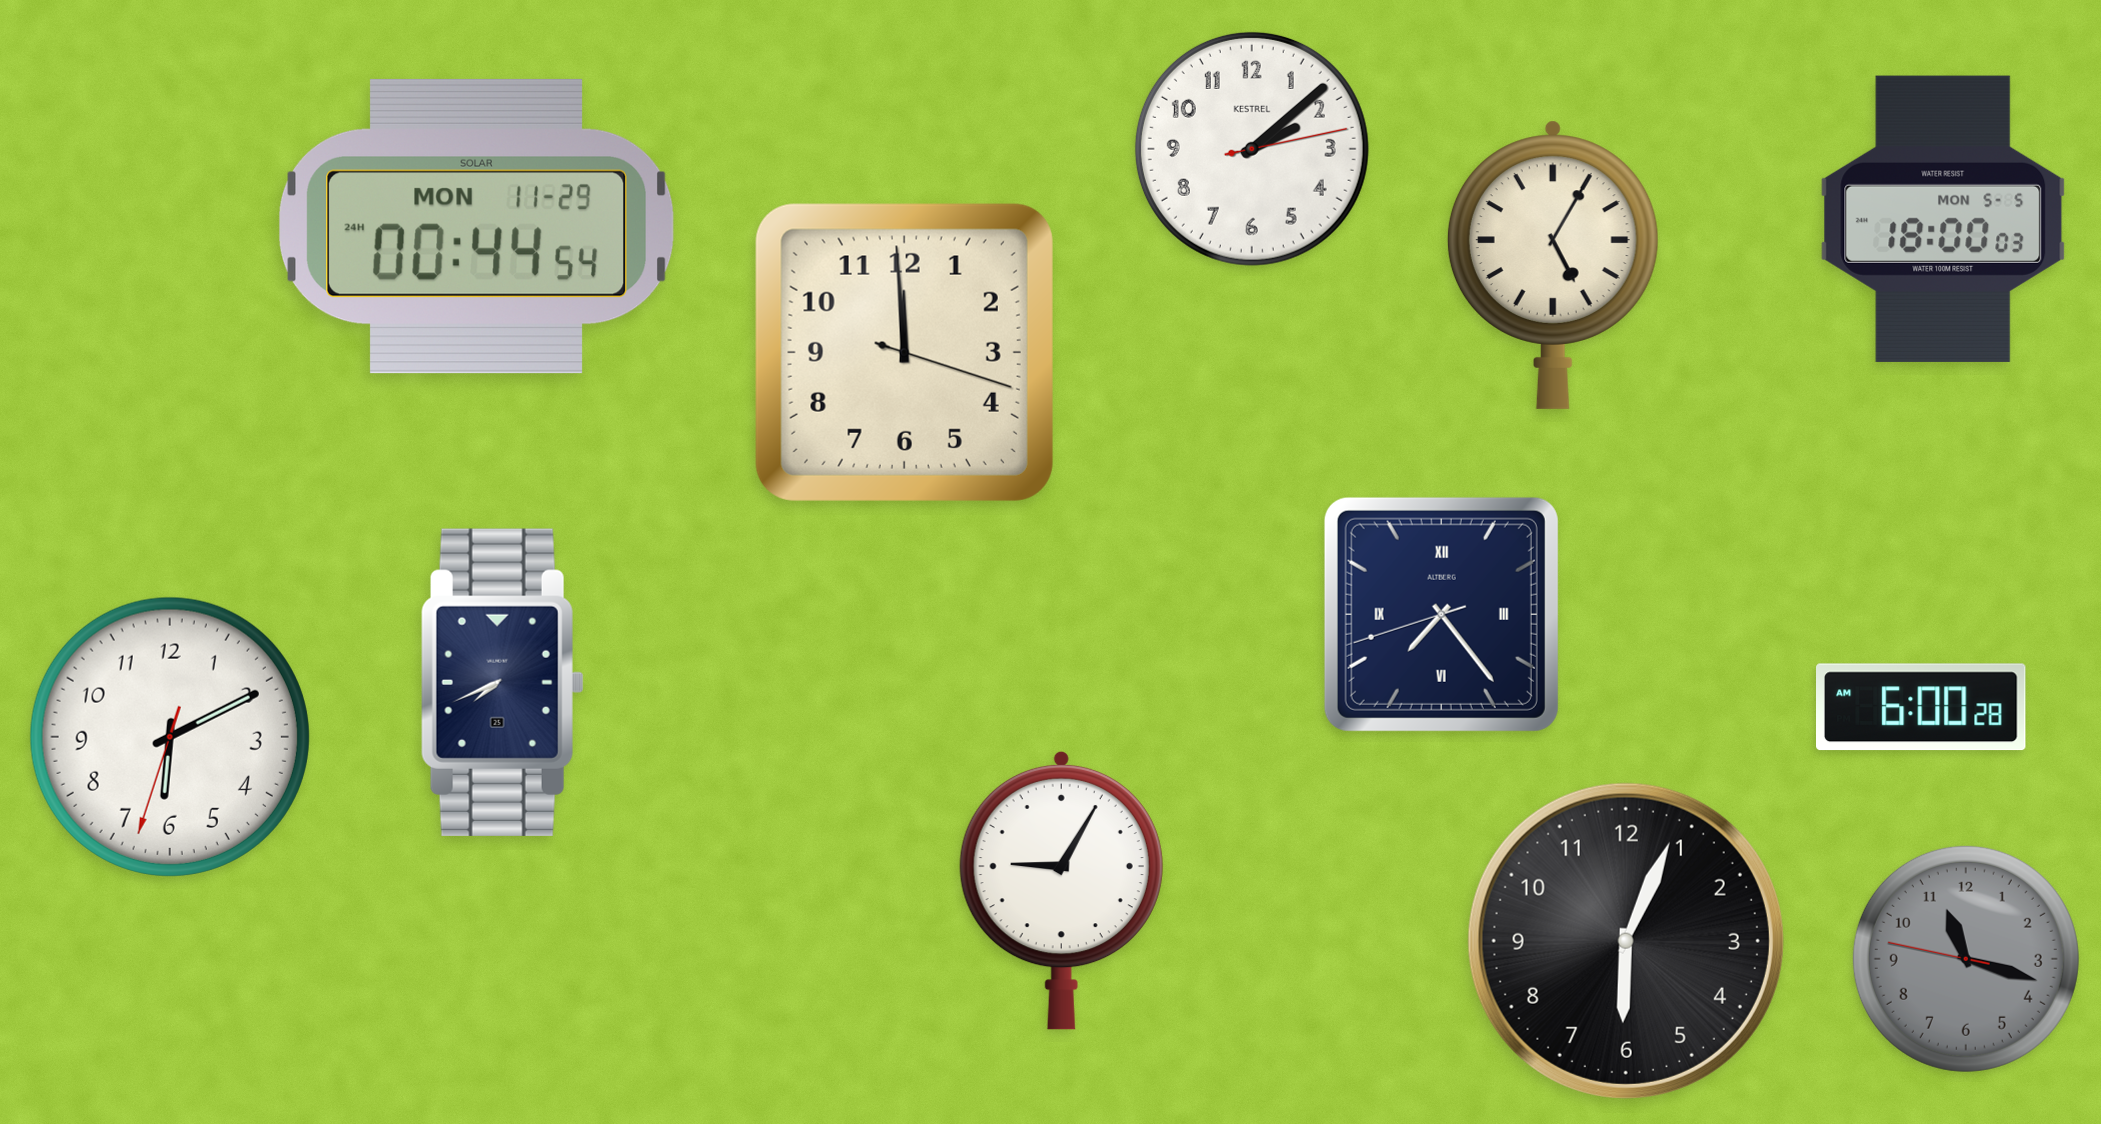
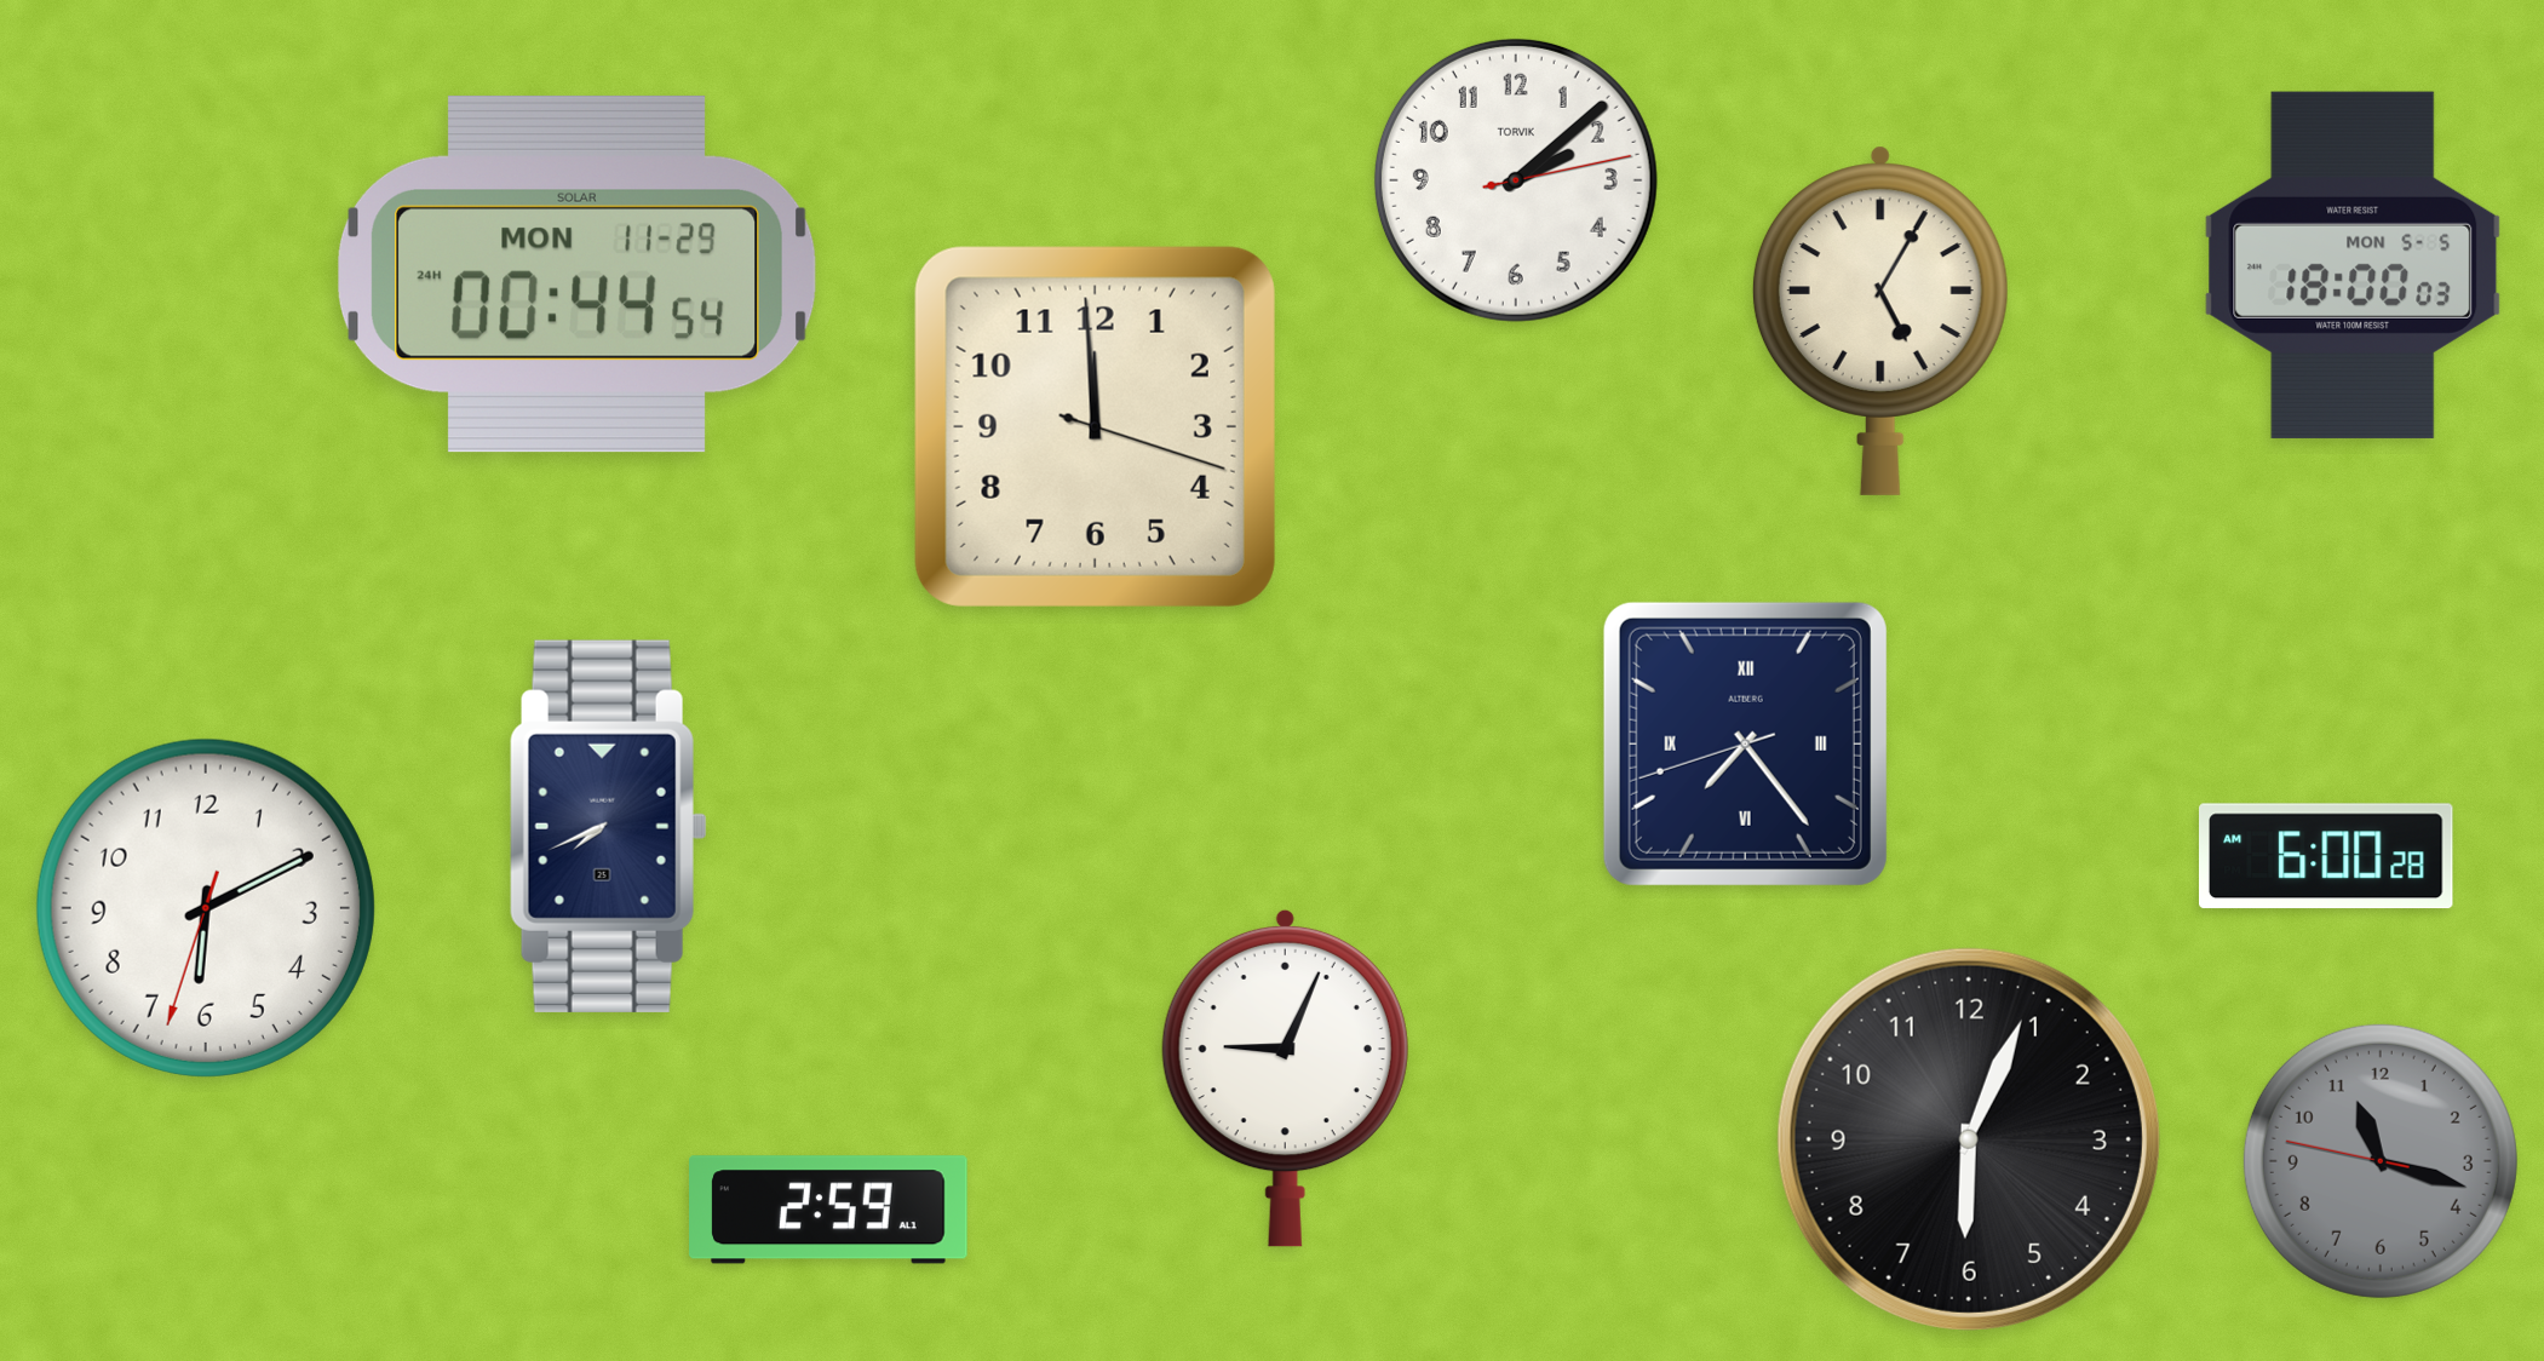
clock at (1252, 149) brand: KESTREL -> TORVIK
clock at (170, 737) position: (170, 737) -> (206, 908)
clock at (1061, 890): 9:05 -> 9:04
clock at (829, 1210): none -> 2:59
